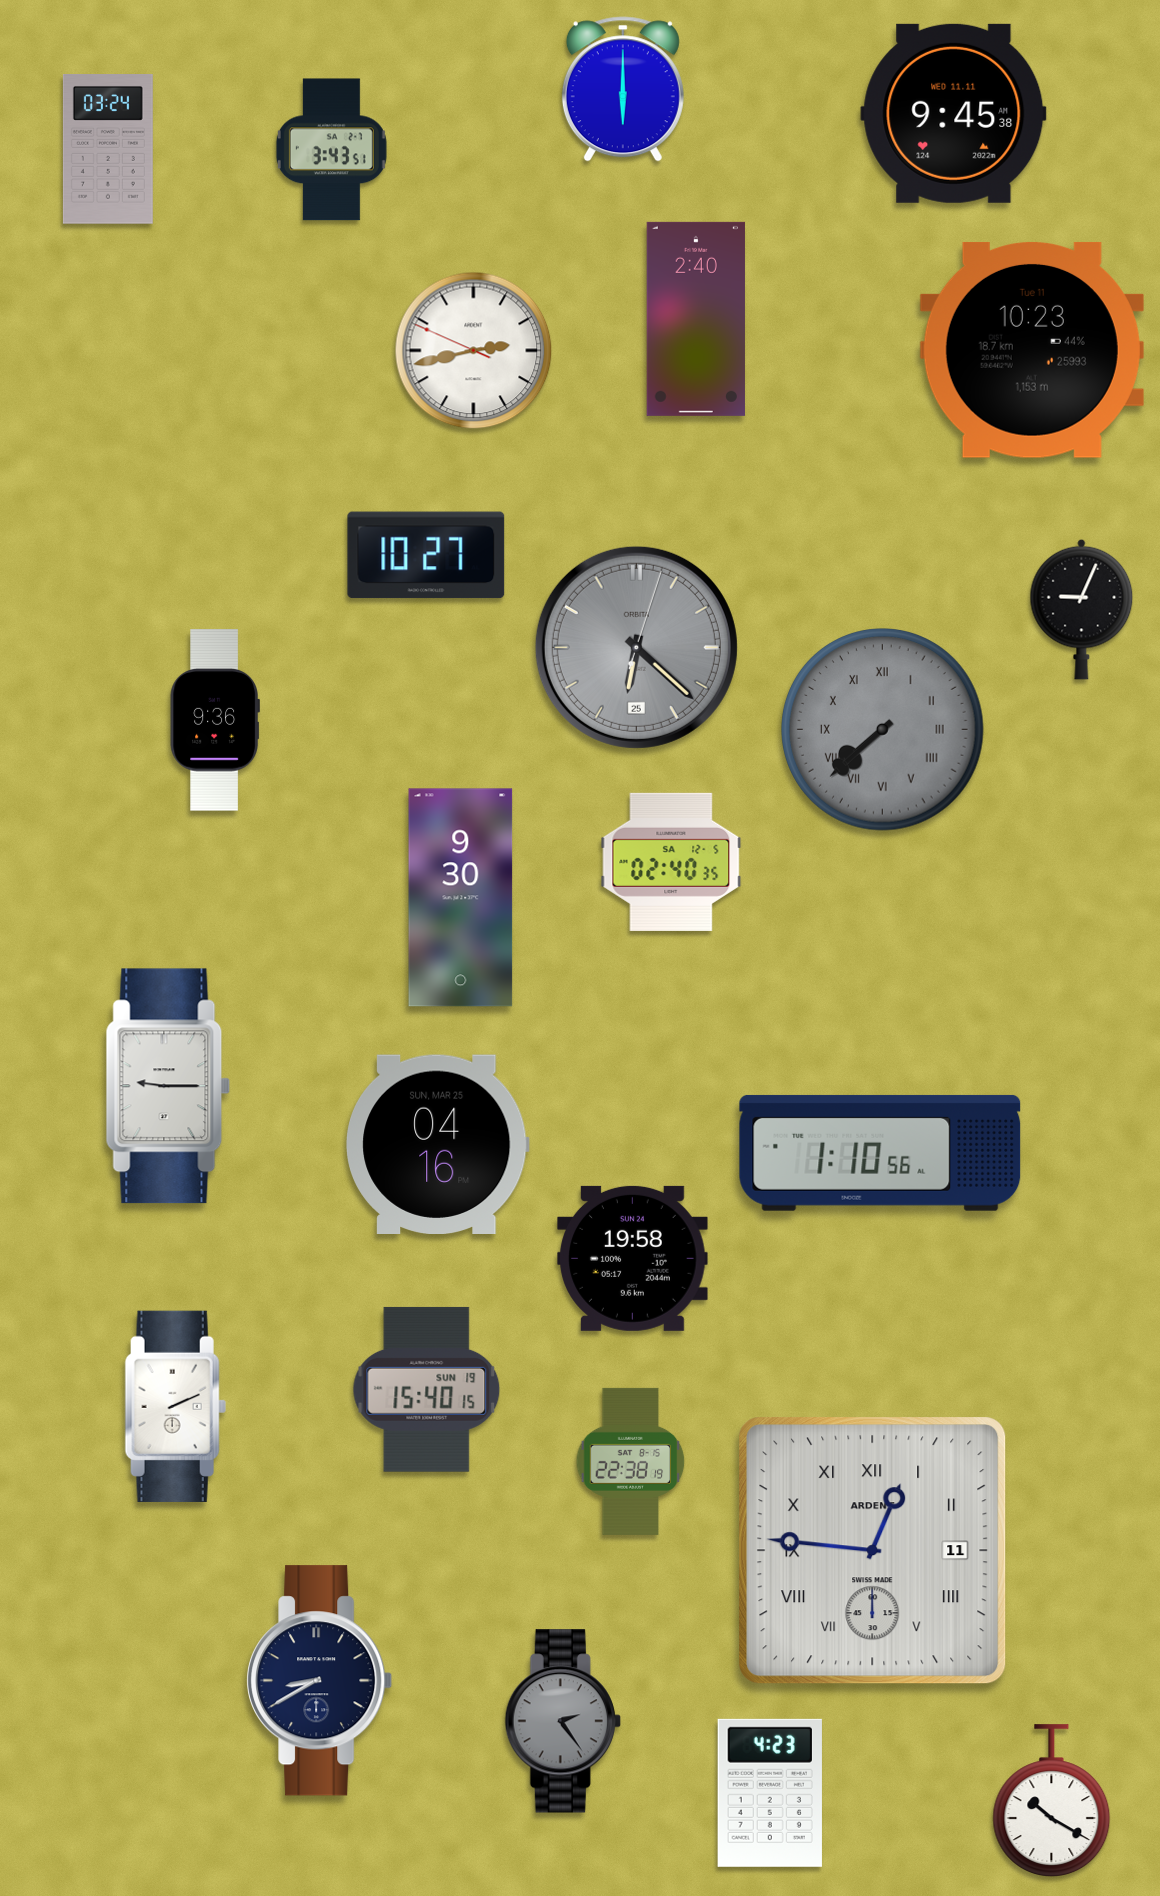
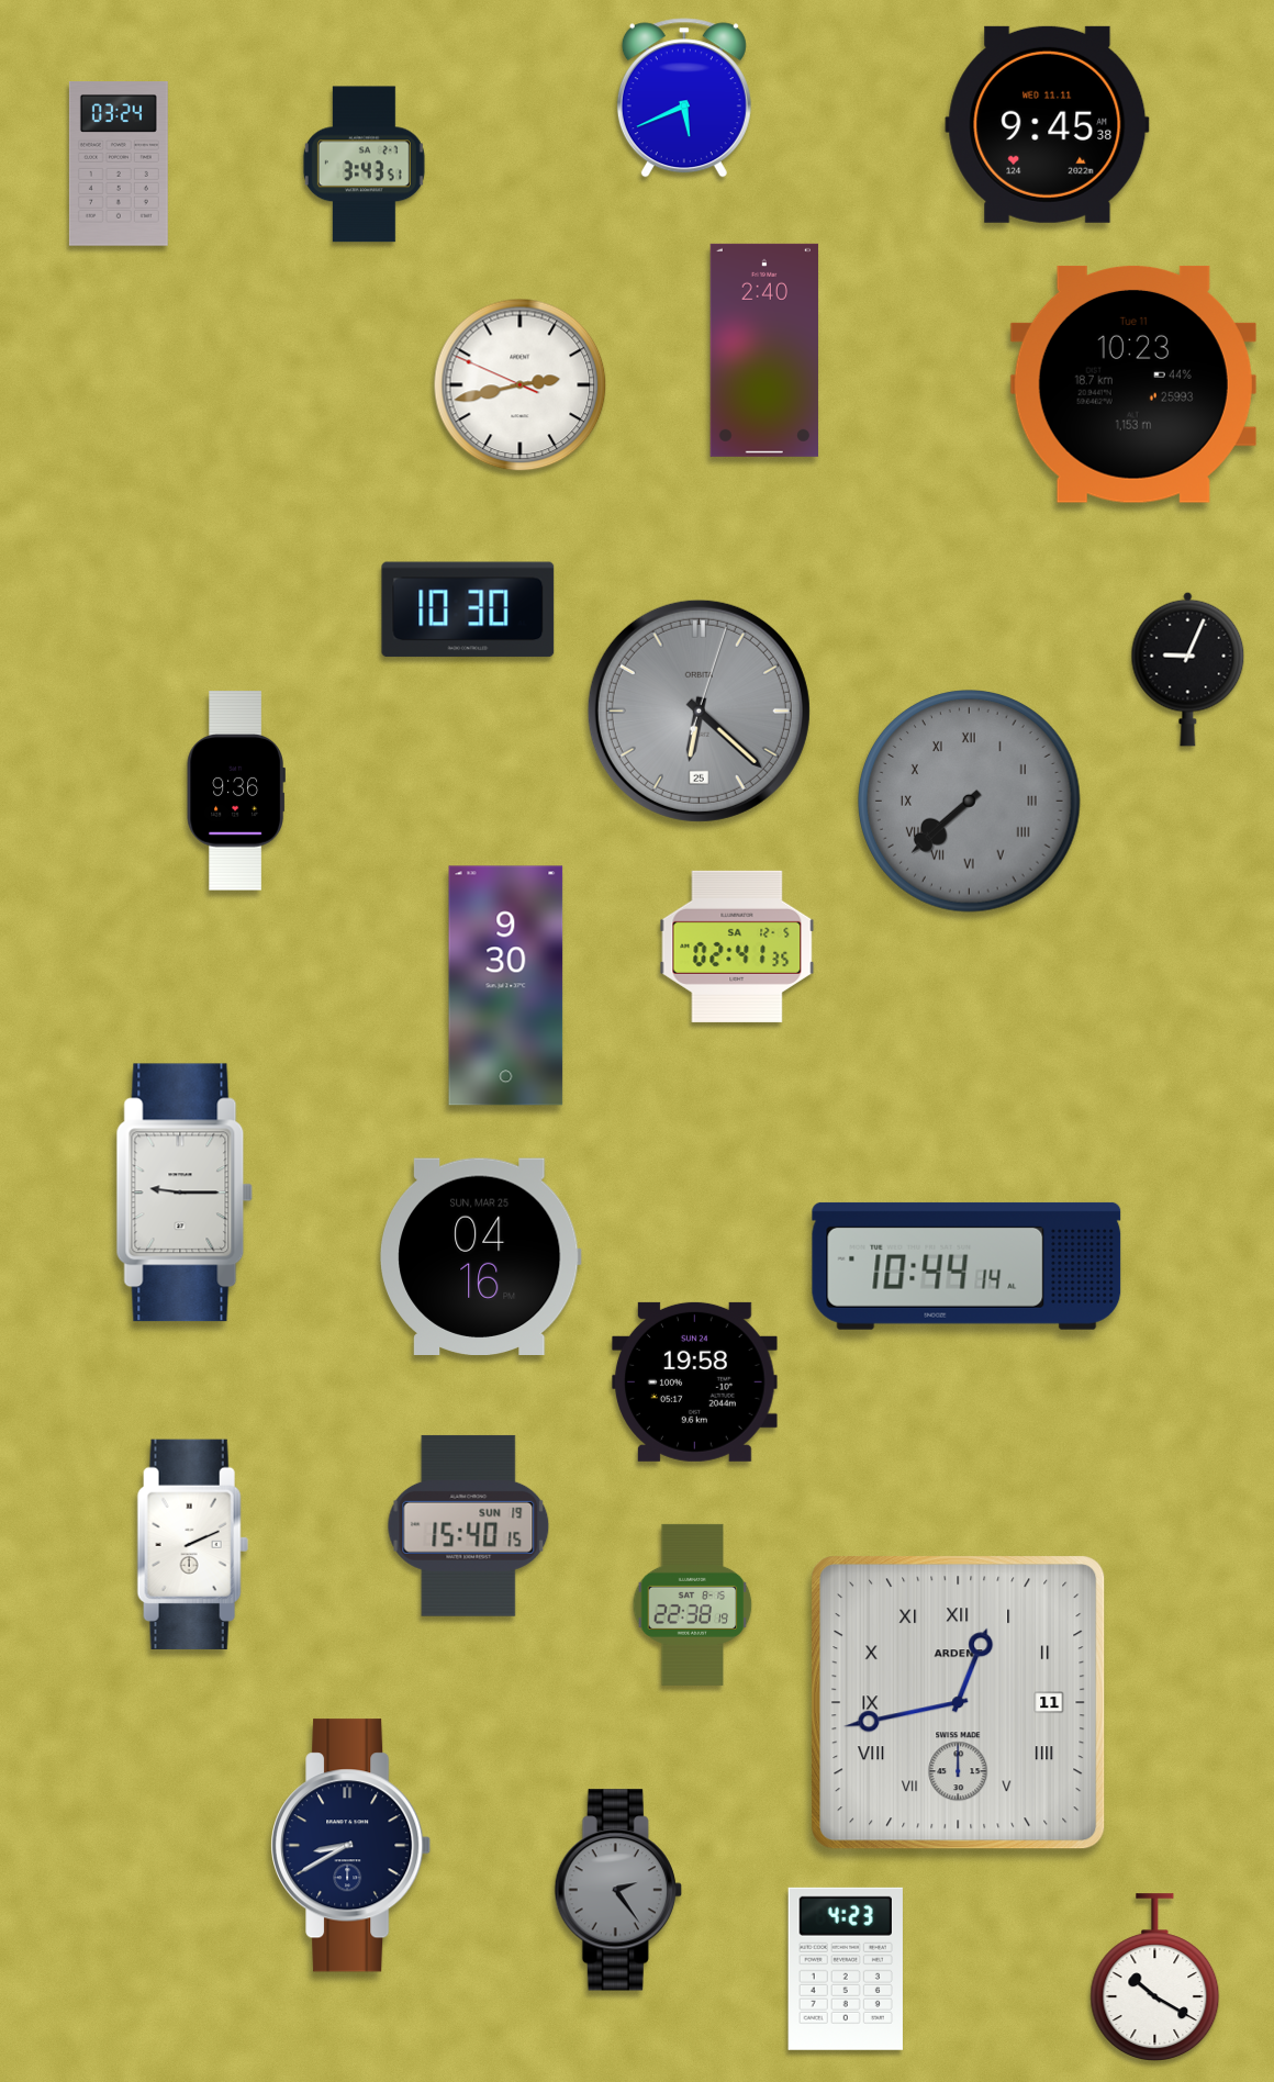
clock at (623, 89): 6:00 -> 5:41
clock at (426, 555): 10:27 -> 10:30
clock at (671, 862): 02:40 -> 02:41
clock at (880, 1153): 1:10 -> 10:44
clock at (873, 1551): 12:46 -> 12:43
